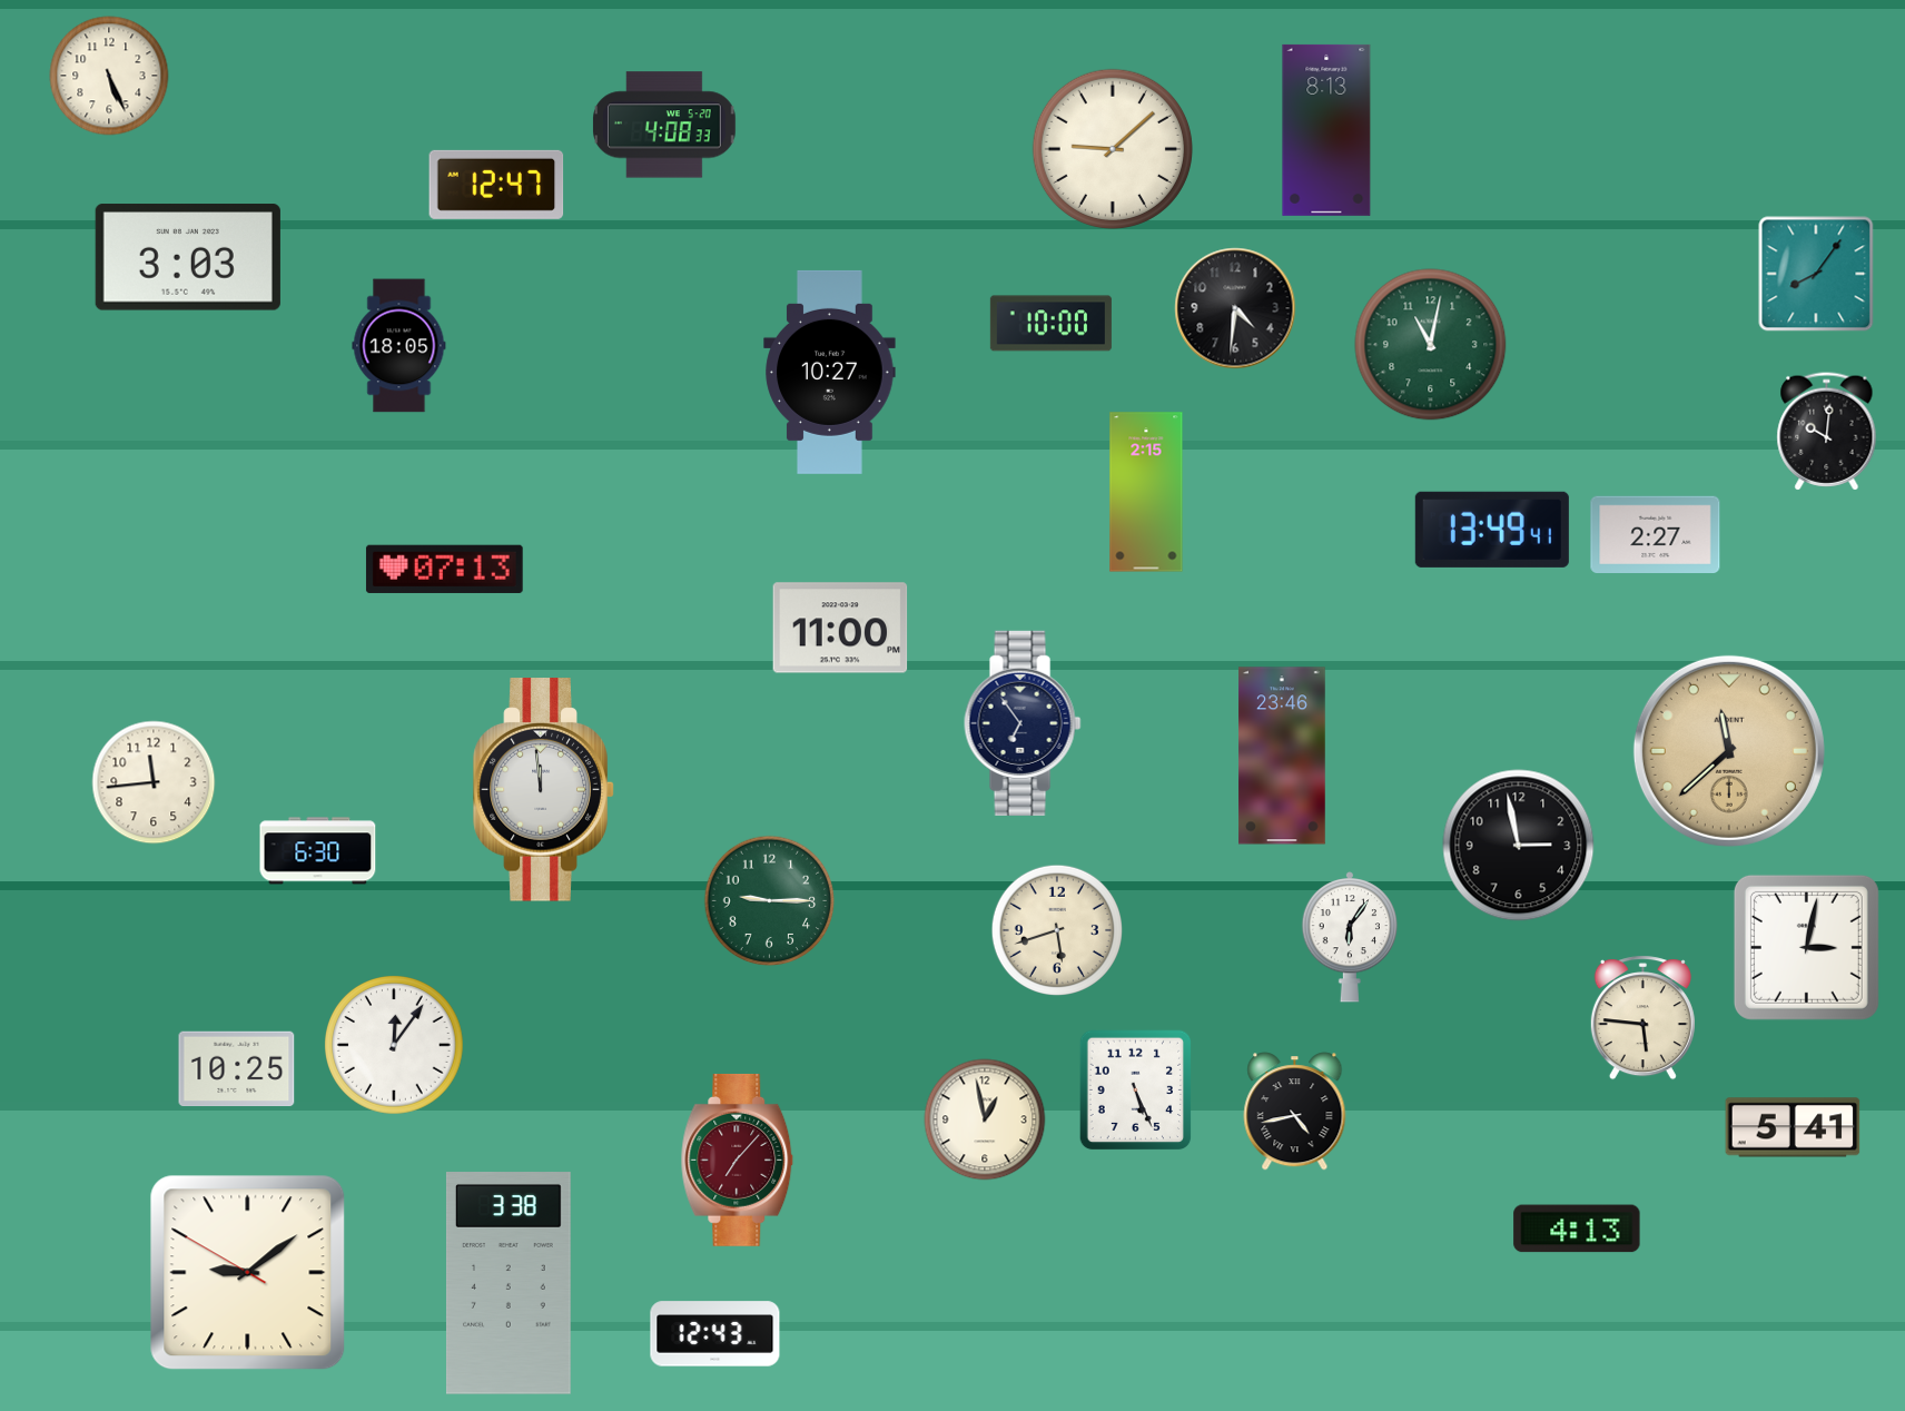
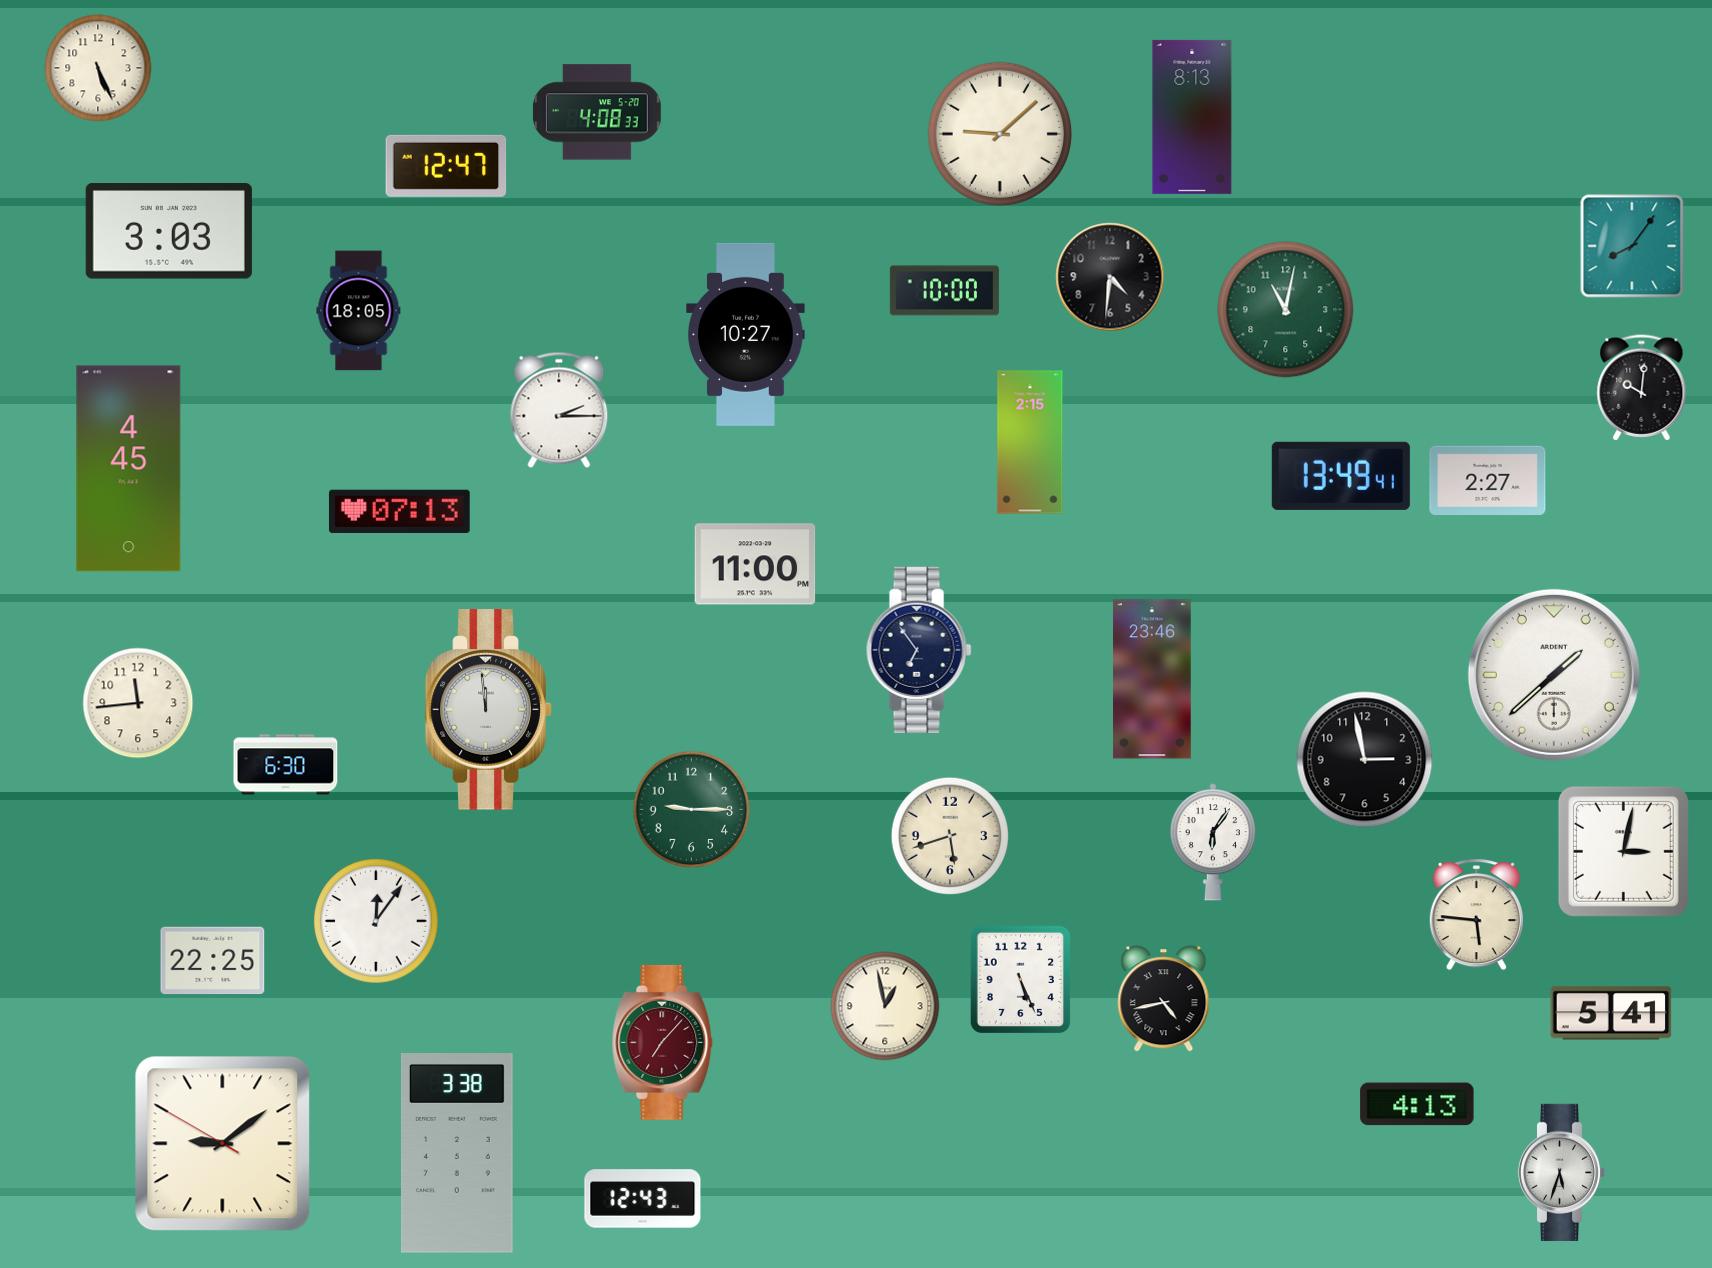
clock at (559, 410): none -> 2:15
clock at (129, 469): none -> 4:45
clock at (1729, 751): 11:38 -> 1:38
clock at (1729, 751) dial: champagne -> white
clock at (395, 1046) position: (395, 1046) -> (377, 922)
clock at (237, 1069): 10:25 -> 22:25
clock at (1562, 1172): none -> 5:33
